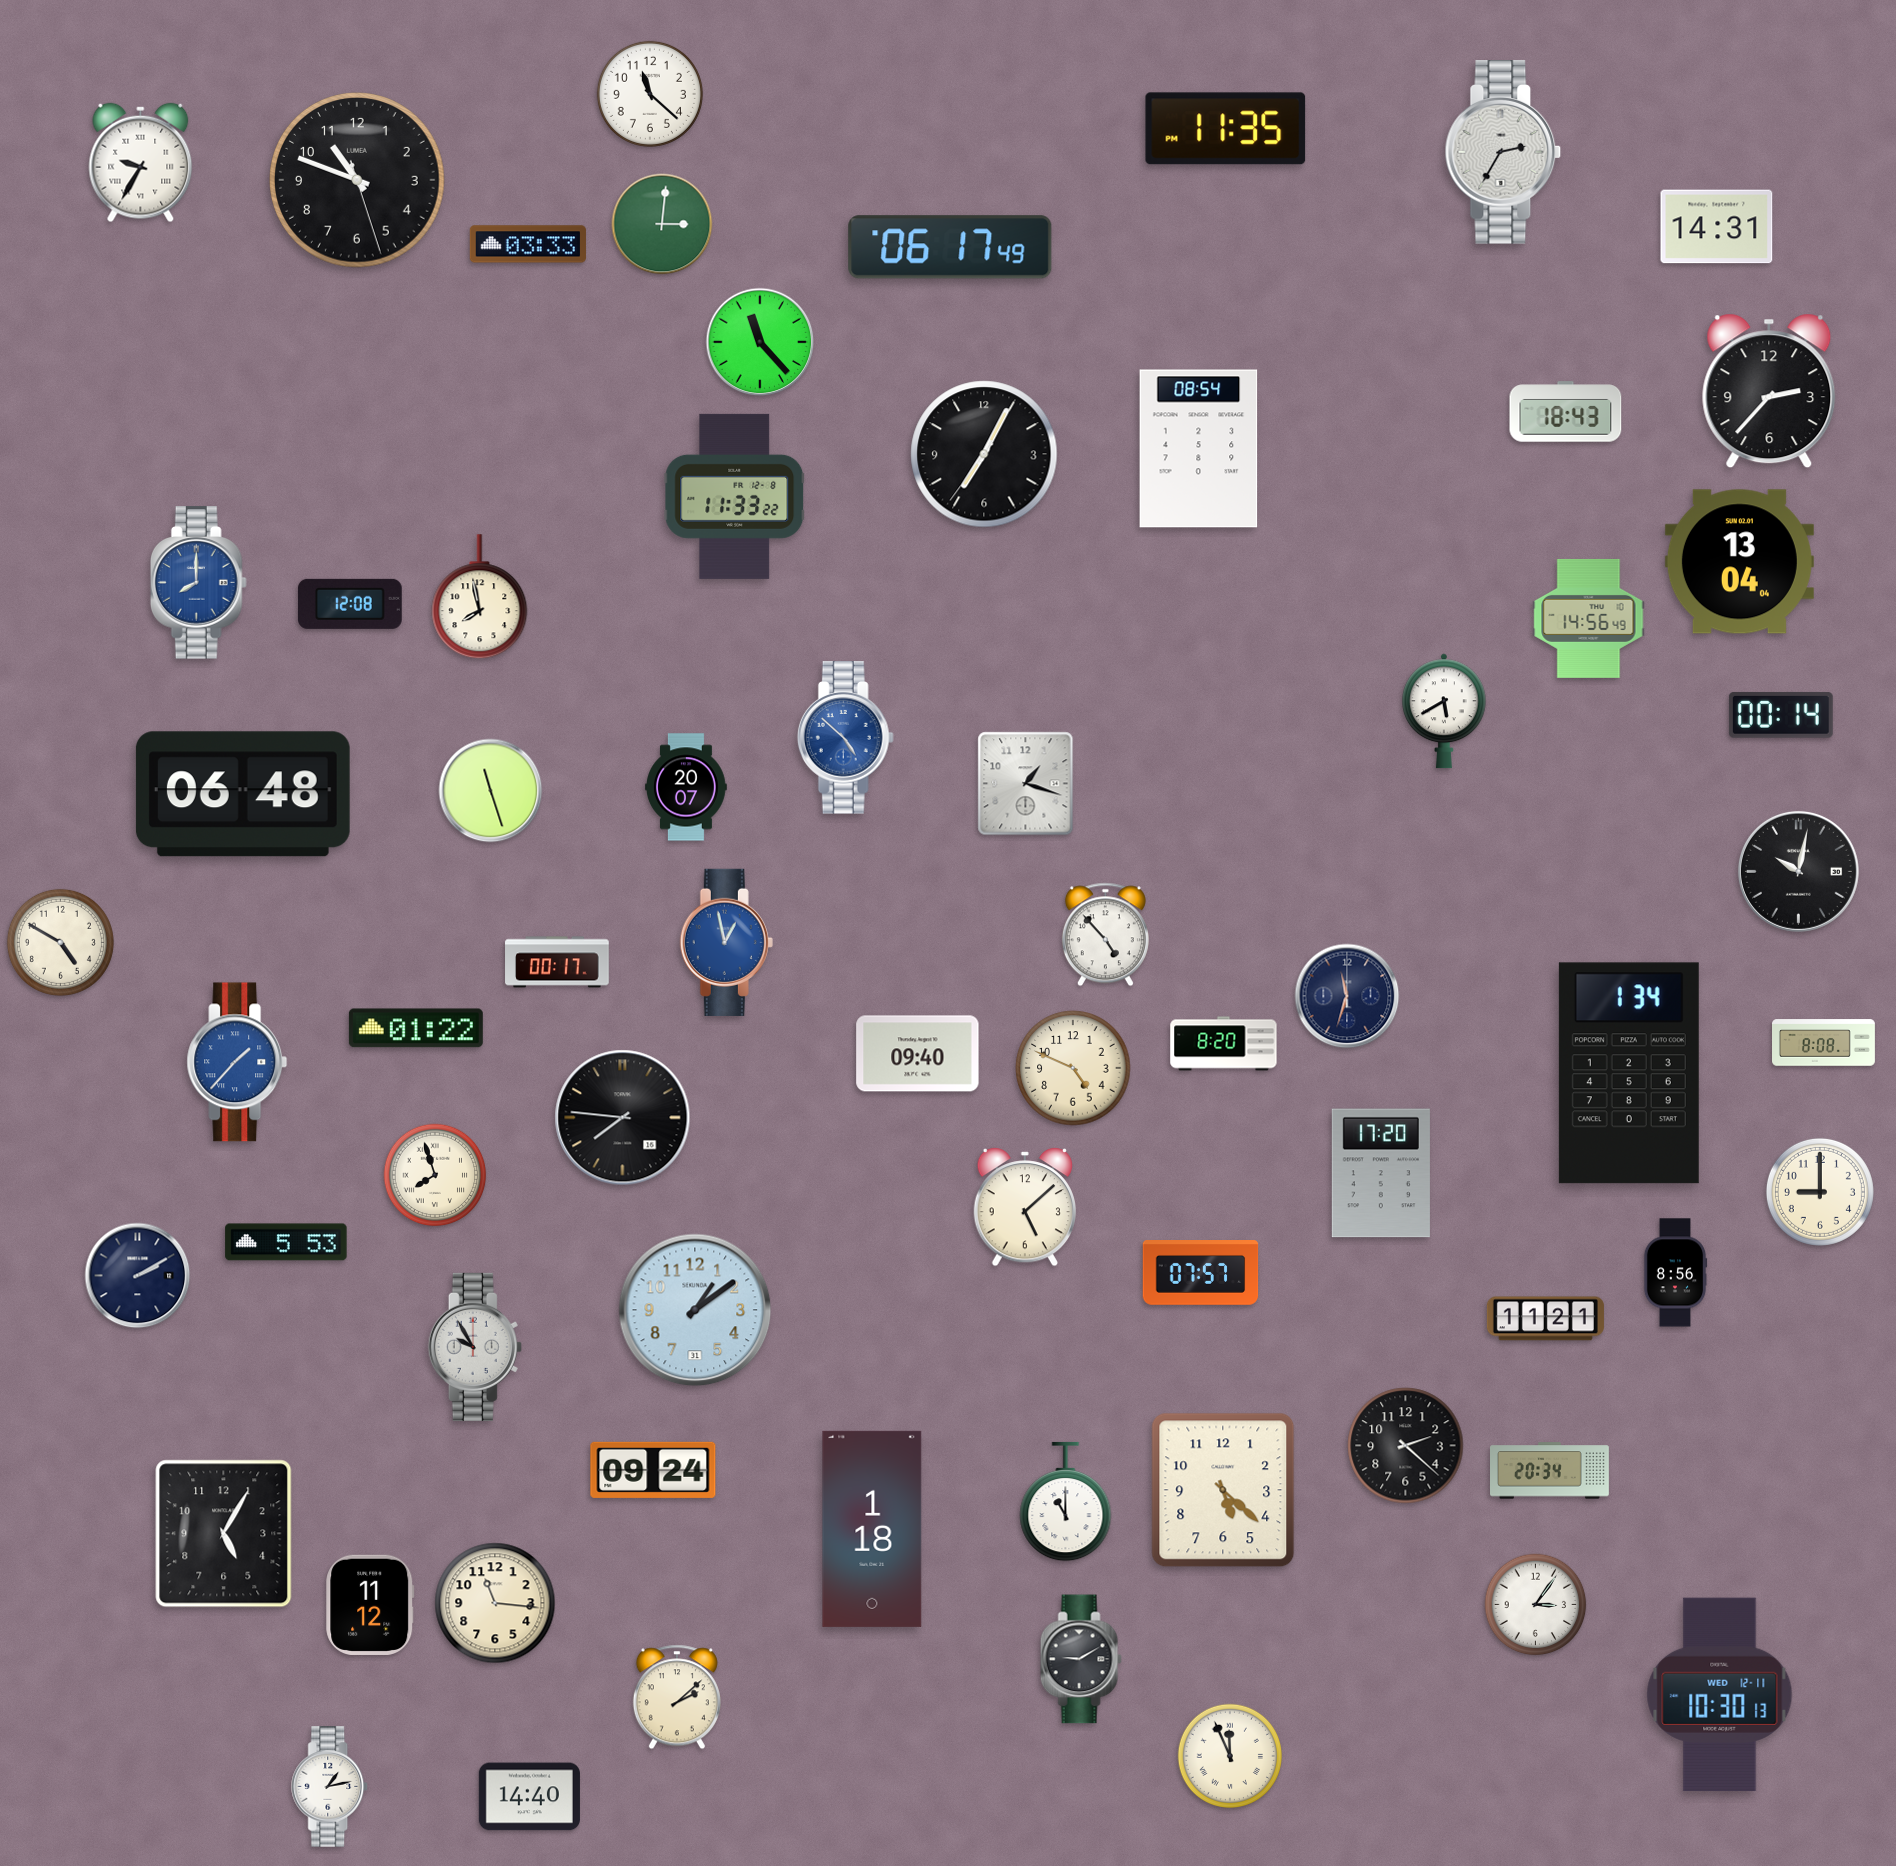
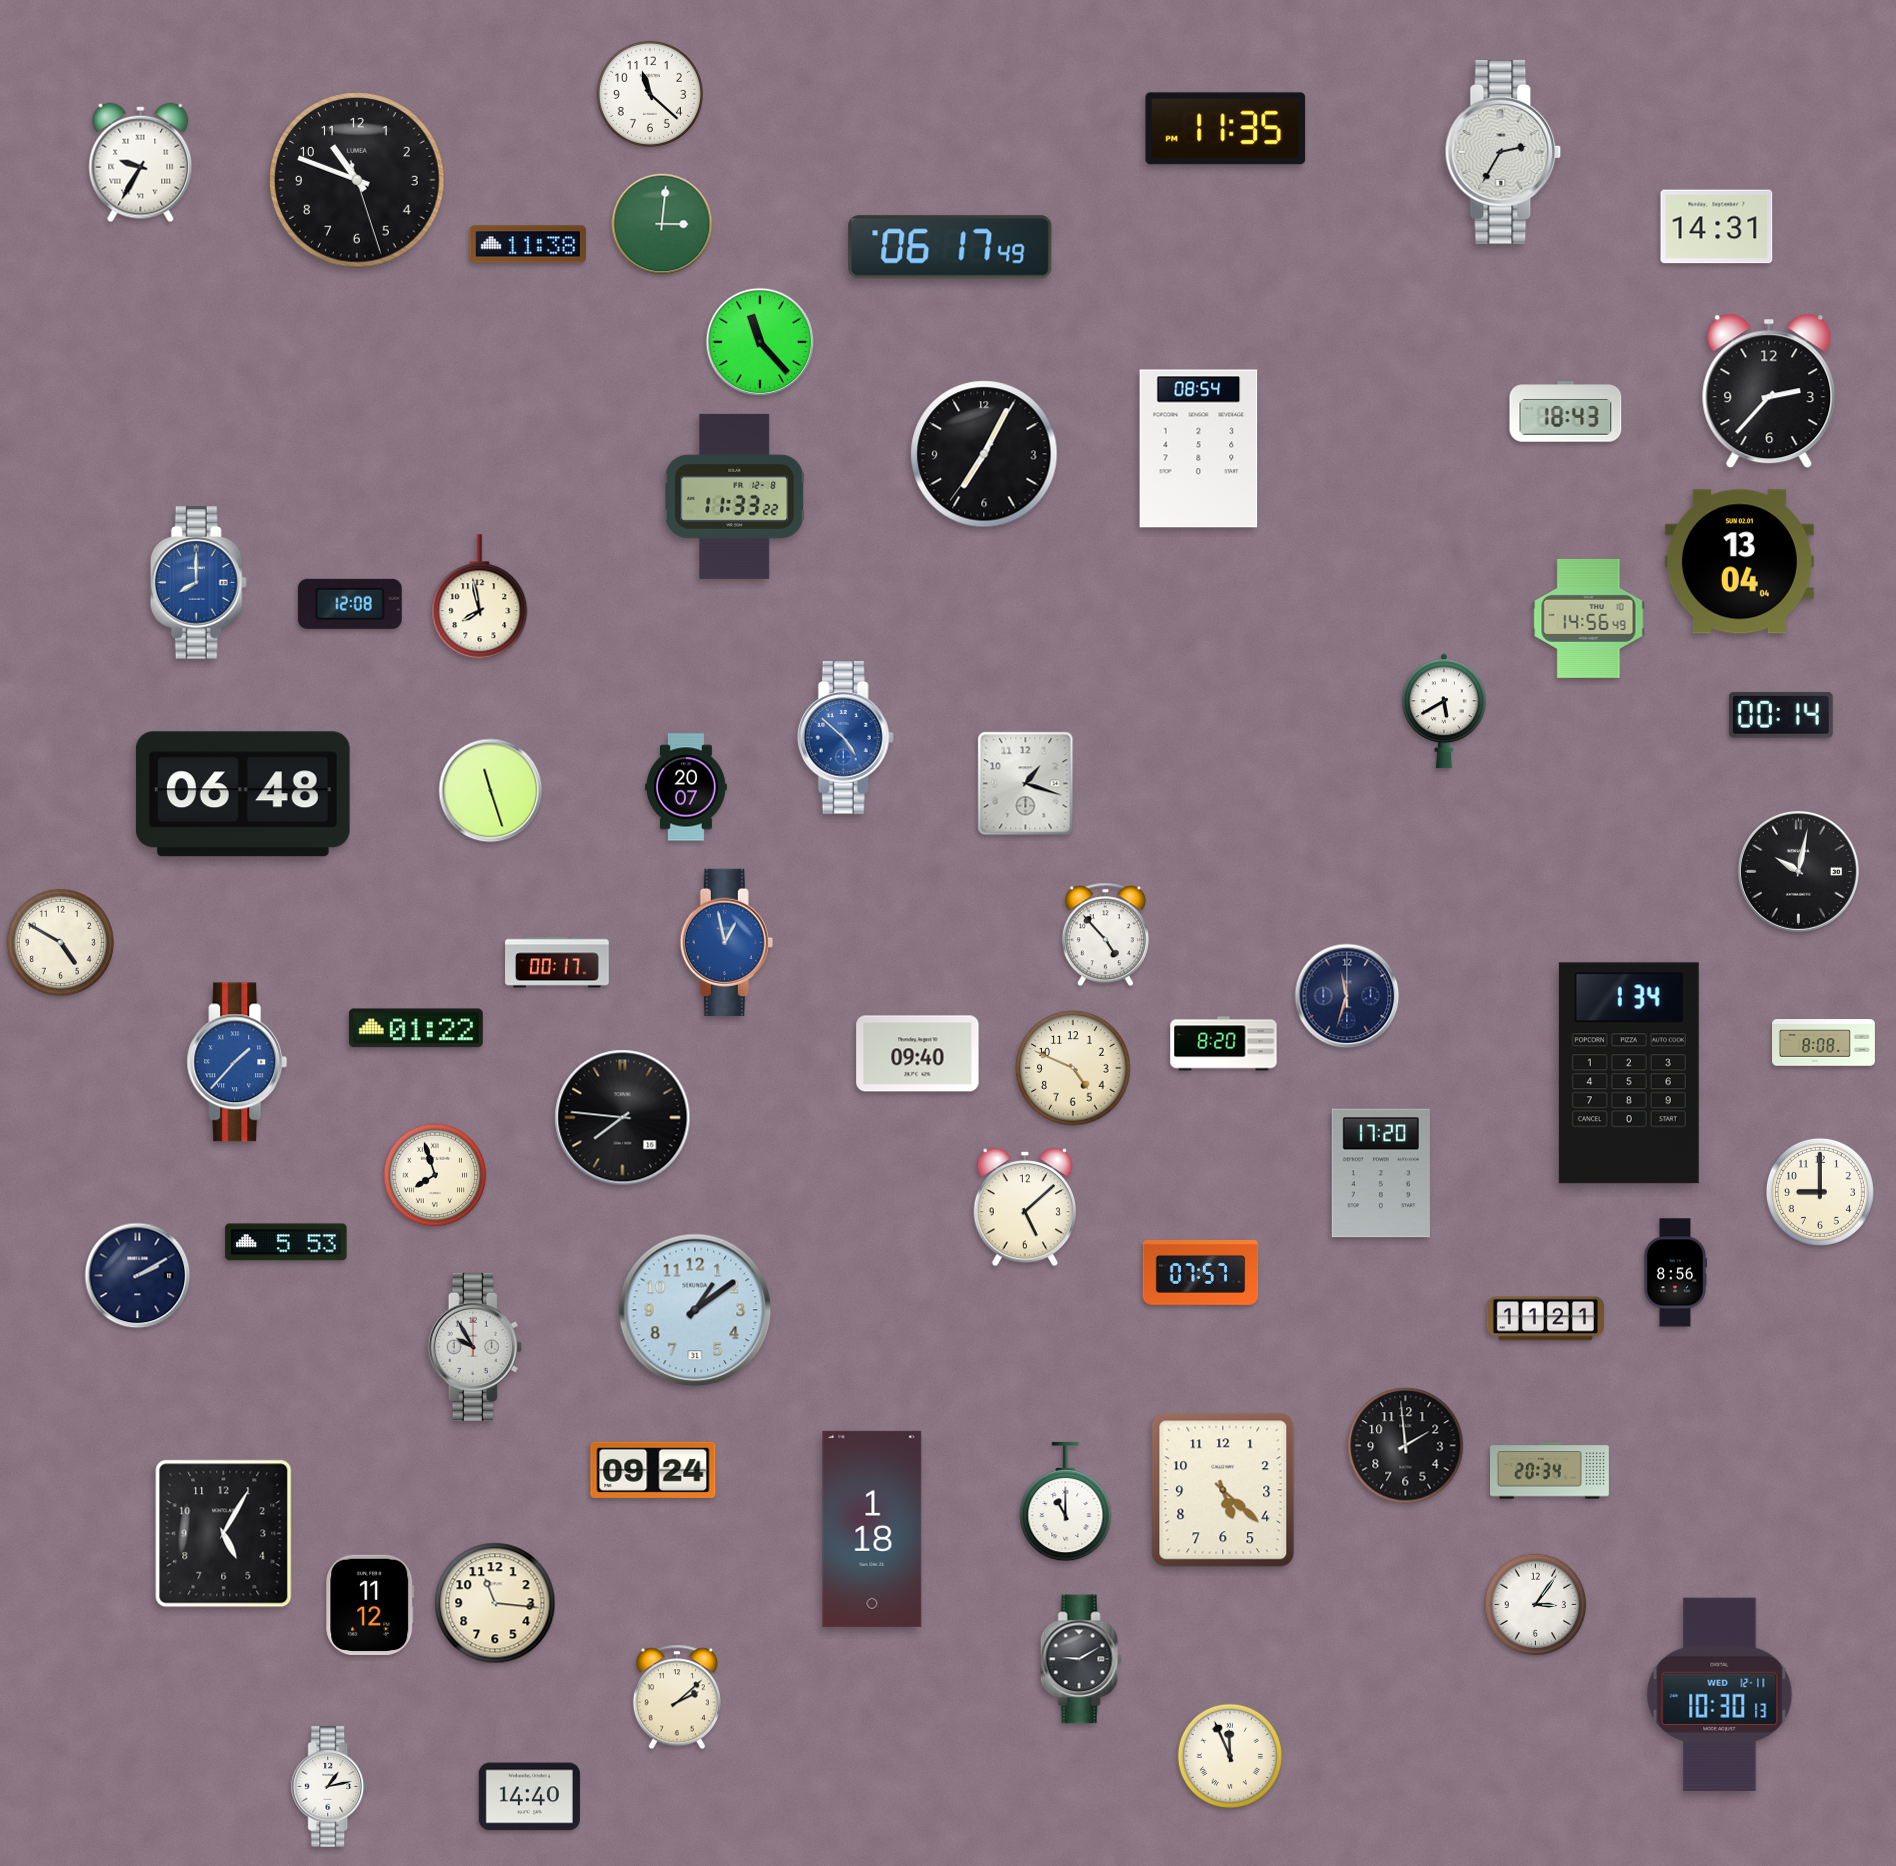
clock at (528, 244): 03:33 -> 11:38
clock at (1406, 1446): 2:22 -> 1:59
